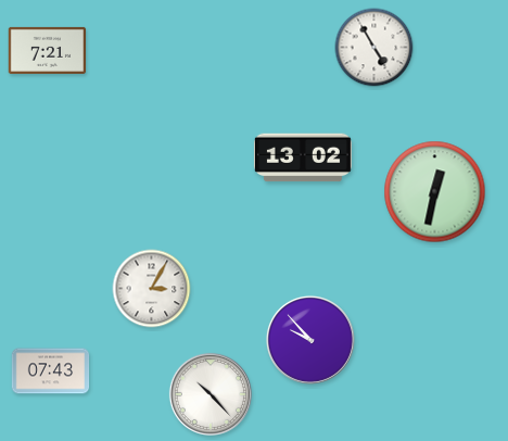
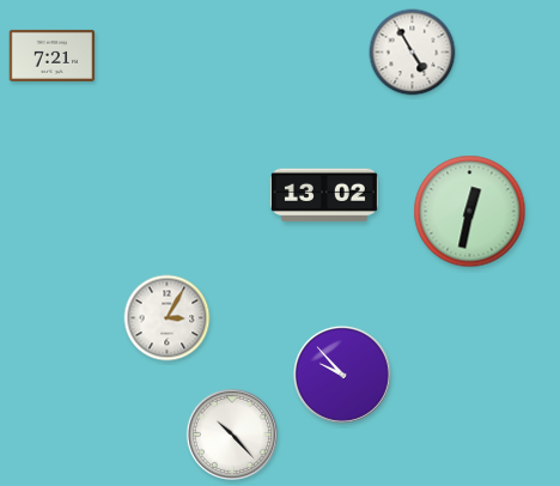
clock at (303, 157) position: (303, 157) -> (324, 195)
clock at (435, 192) position: (435, 192) -> (470, 212)
clock at (51, 371): 07:43 -> none
